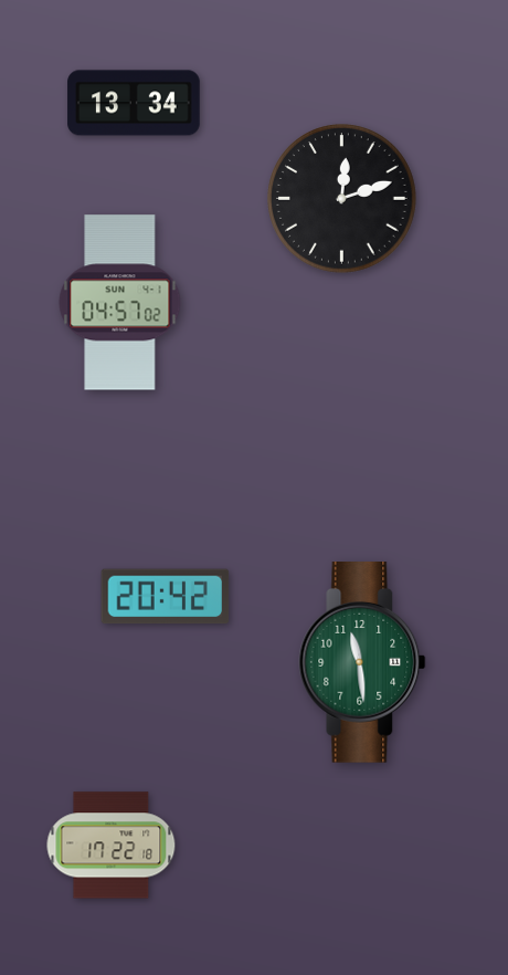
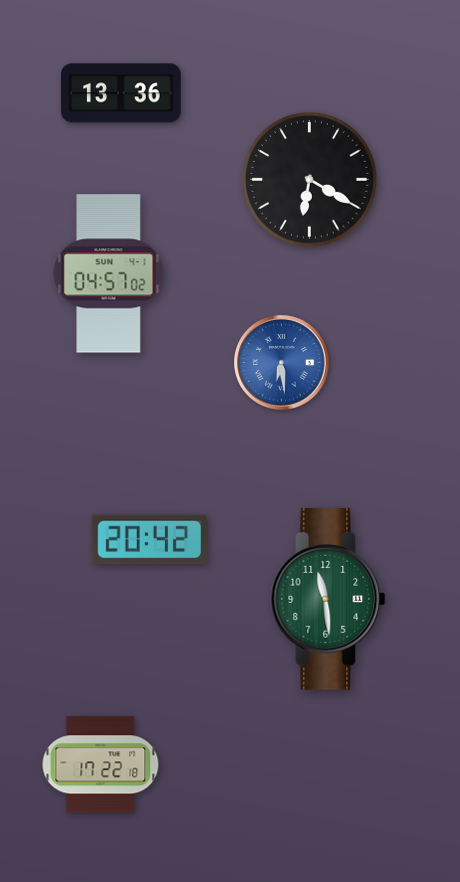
clock at (134, 103): 13:34 -> 13:36
clock at (342, 199): 12:12 -> 6:20
clock at (282, 363): none -> 6:29
